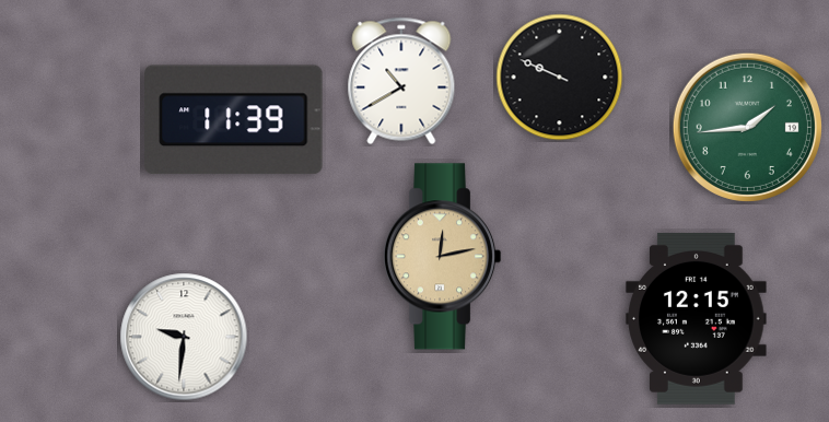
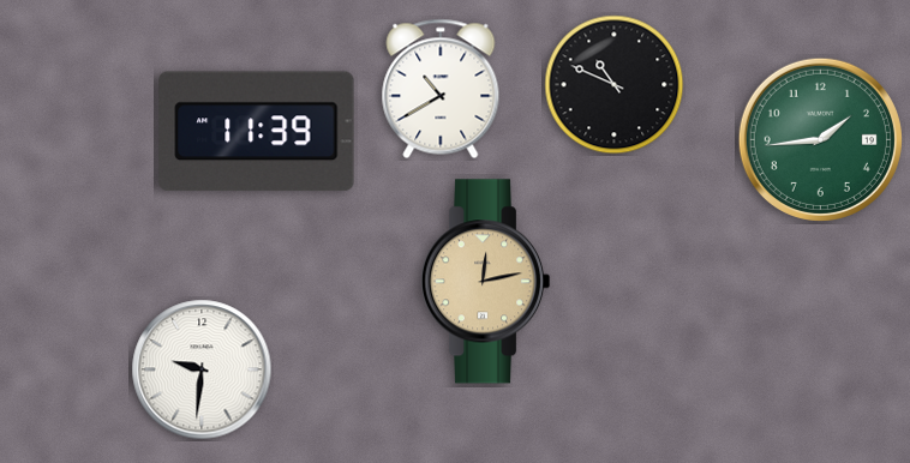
clock at (560, 78): 9:49 -> 10:49
clock at (697, 318): 12:15 -> none
